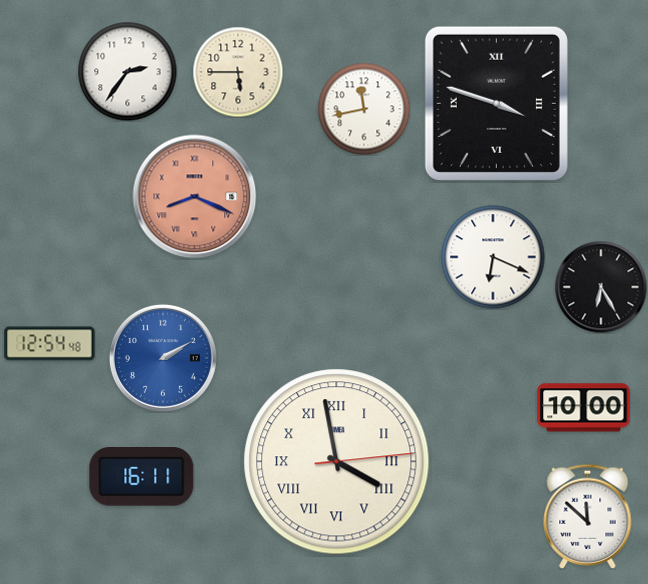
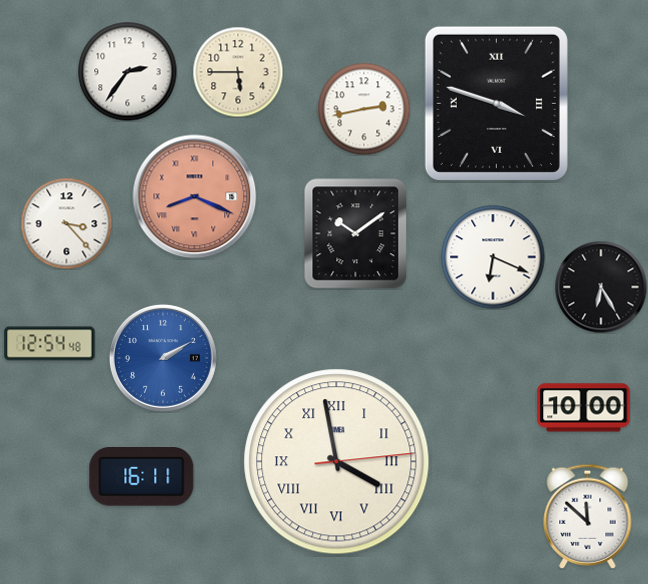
clock at (364, 109): 11:43 -> 2:43
clock at (66, 223): none -> 3:23
clock at (356, 234): none -> 10:09
